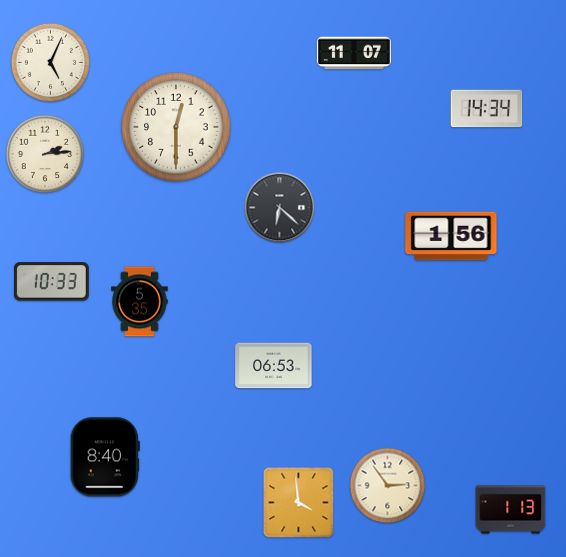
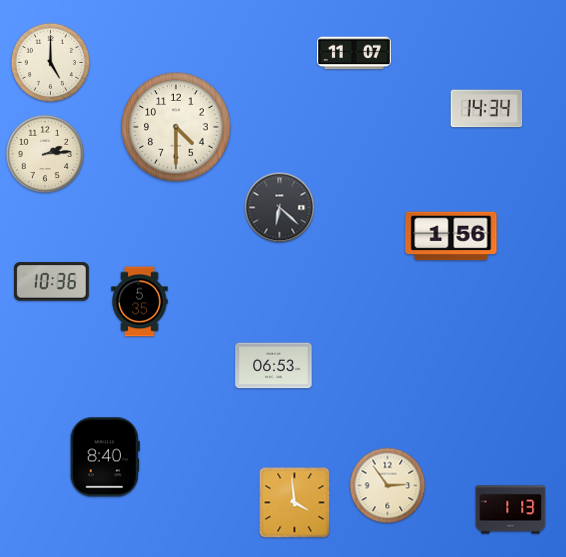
clock at (51, 63): 5:04 -> 5:00
clock at (176, 127): 12:30 -> 4:30
clock at (51, 282): 10:33 -> 10:36
clock at (299, 503) position: (299, 503) -> (295, 503)
